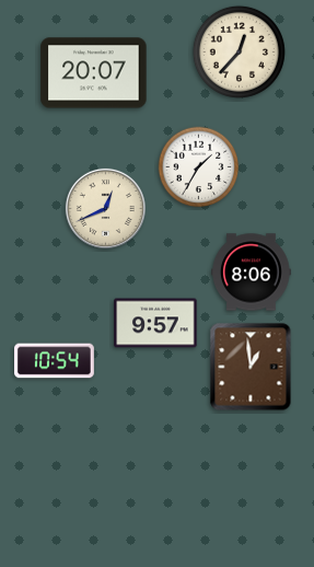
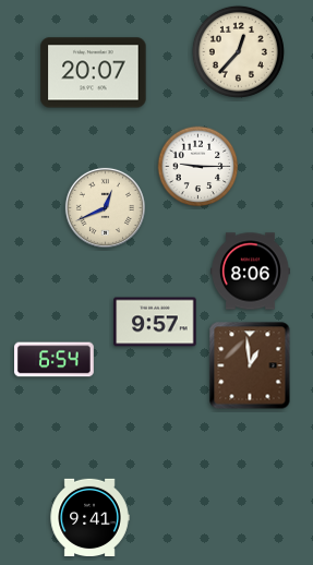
clock at (199, 167): 1:35 -> 9:15
clock at (55, 361): 10:54 -> 6:54
clock at (89, 517): none -> 9:41
